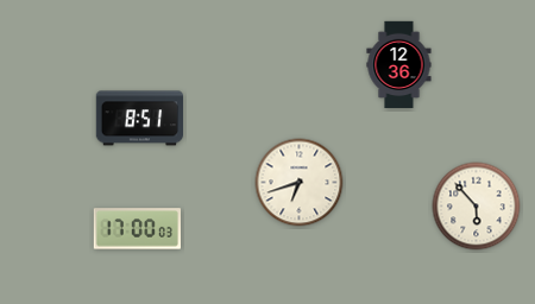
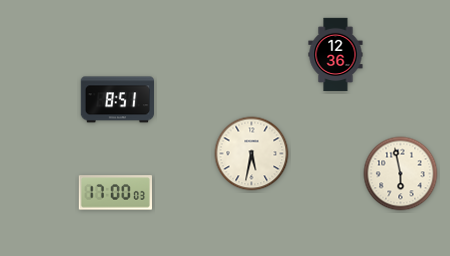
clock at (300, 183): 6:42 -> 5:32
clock at (477, 207): 5:53 -> 5:58
